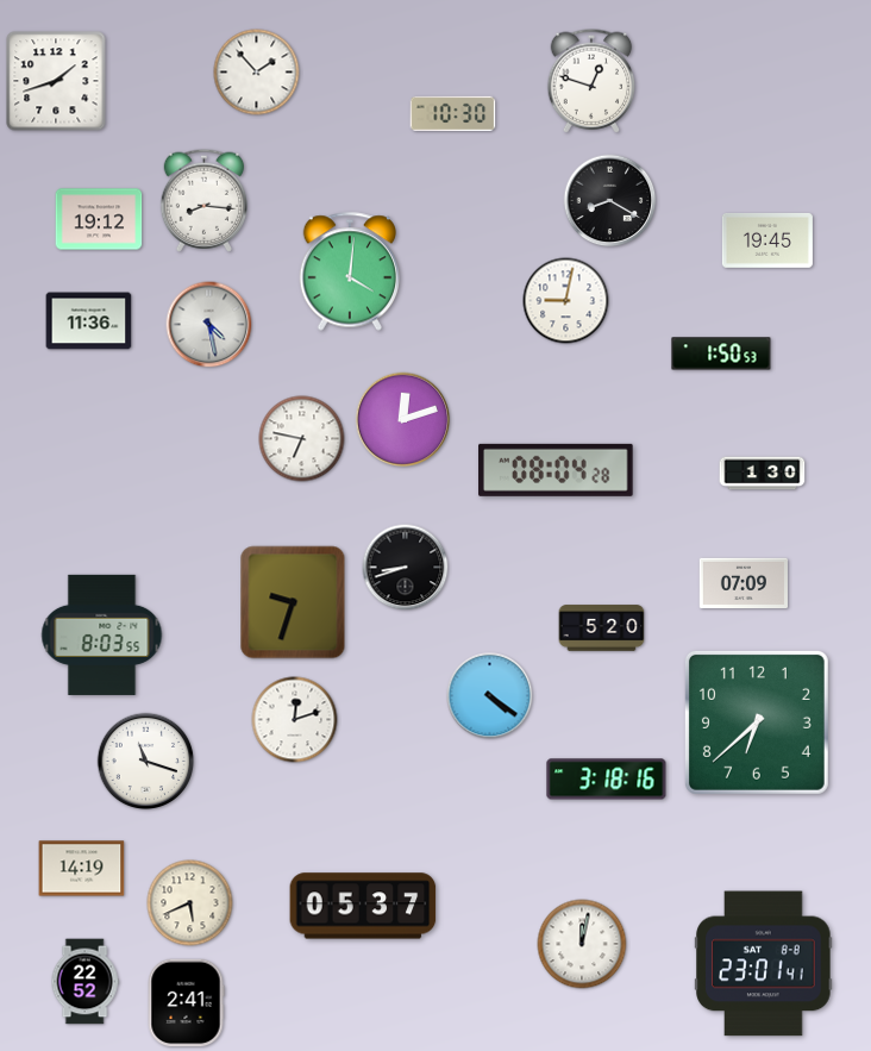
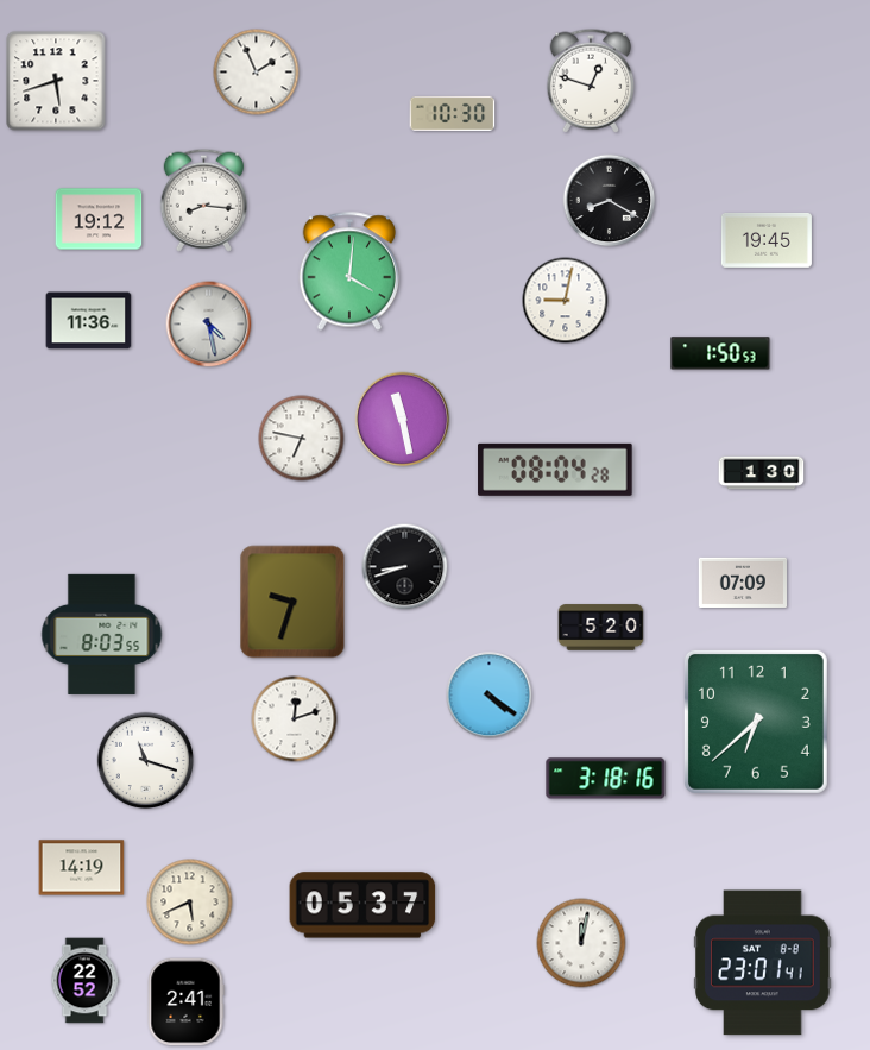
clock at (257, 73): 1:53 -> 1:56
clock at (56, 81): 1:42 -> 5:42
clock at (403, 420): 12:12 -> 11:28
